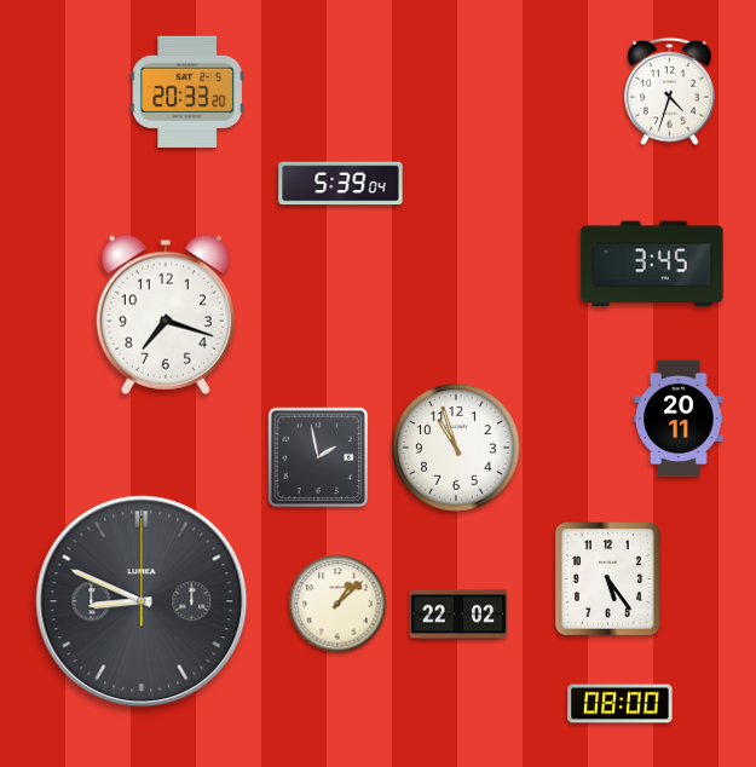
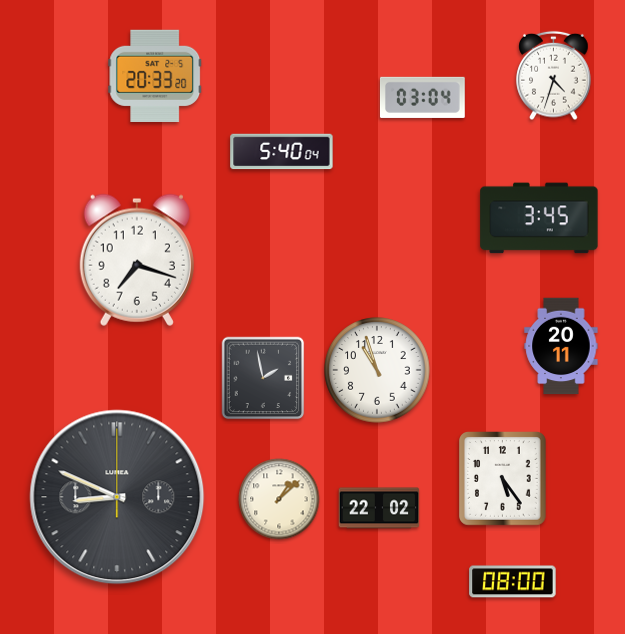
clock at (422, 97): none -> 03:04
clock at (341, 184): 5:39 -> 5:40
